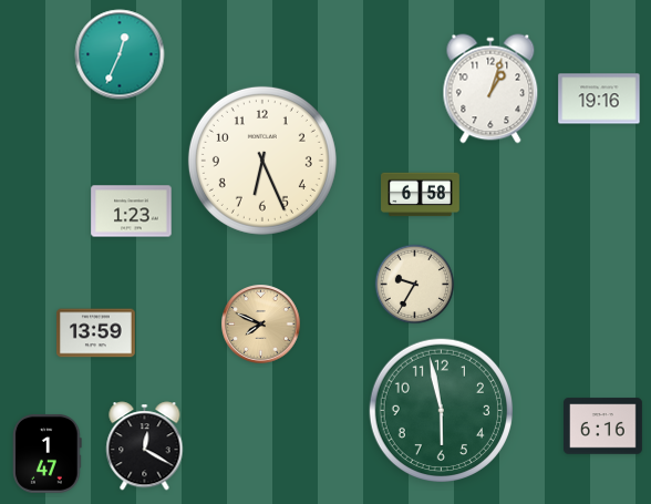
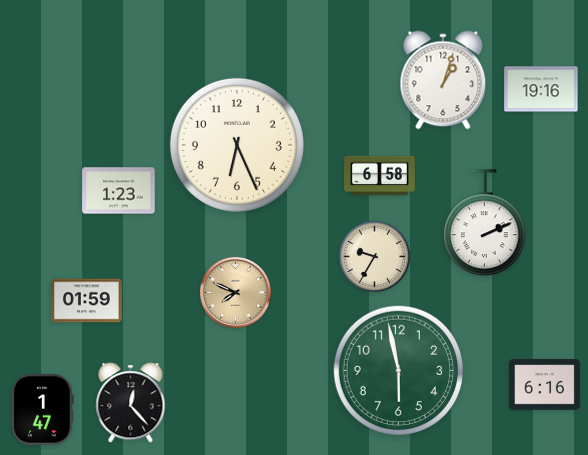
clock at (120, 54): 12:34 -> none
clock at (484, 223): none -> 2:11
clock at (96, 333): 13:59 -> 01:59
clock at (145, 446): 12:20 -> 12:23
